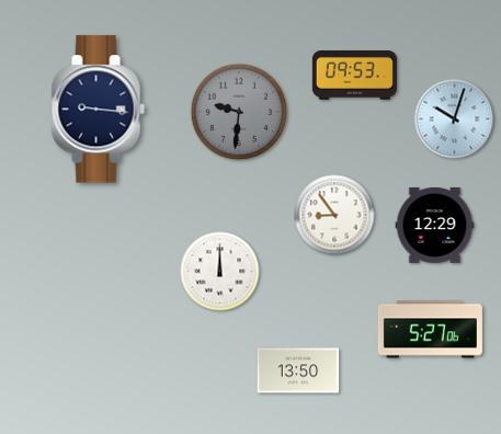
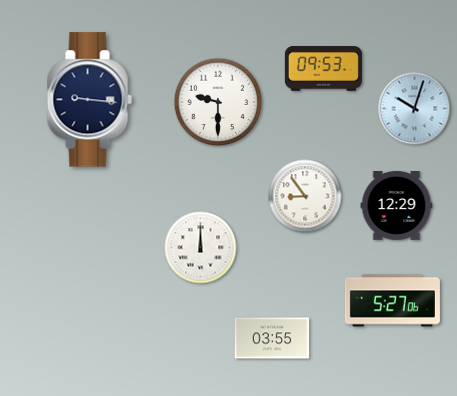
clock at (239, 112): 9:31 -> 9:30
clock at (239, 112) dial: grey -> white
clock at (298, 370): 13:50 -> 03:55
